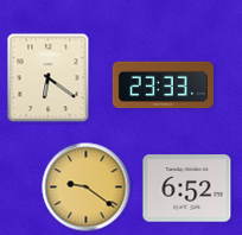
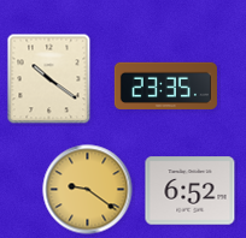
clock at (49, 78): 6:21 -> 10:21
clock at (163, 85): 23:33 -> 23:35
